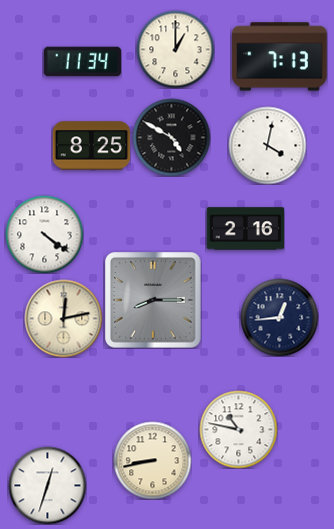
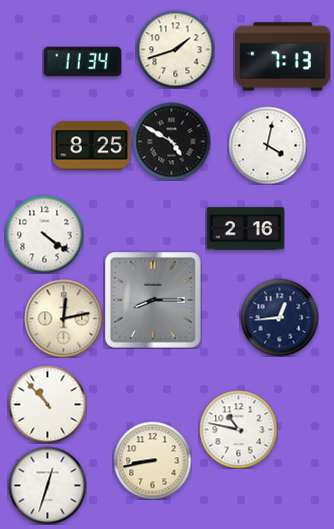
clock at (175, 49): 1:00 -> 1:42
clock at (280, 57) position: (280, 57) -> (283, 57)
clock at (171, 137) position: (171, 137) -> (171, 141)
clock at (47, 404): none -> 10:53
